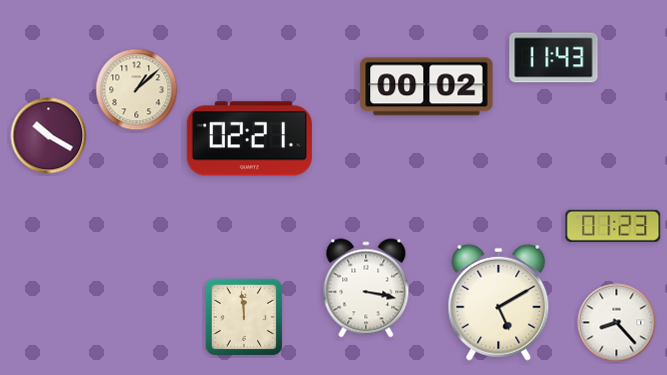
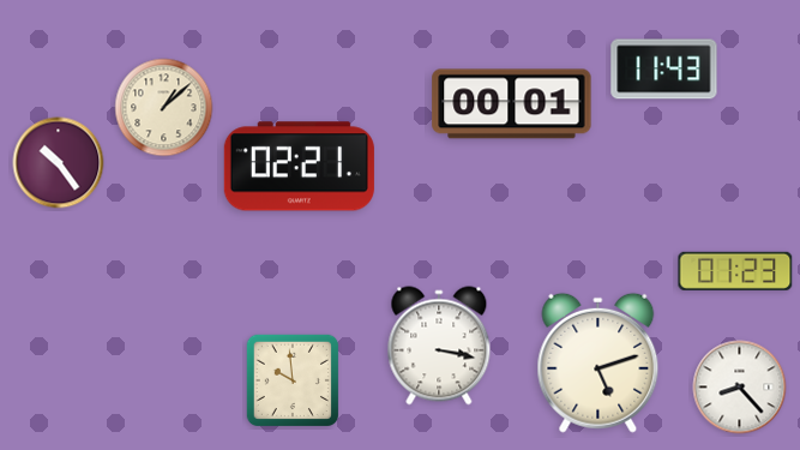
clock at (427, 87): 00:02 -> 00:01
clock at (49, 136): 10:20 -> 10:24
clock at (499, 302): 5:10 -> 5:12
clock at (243, 316): 11:59 -> 9:59
